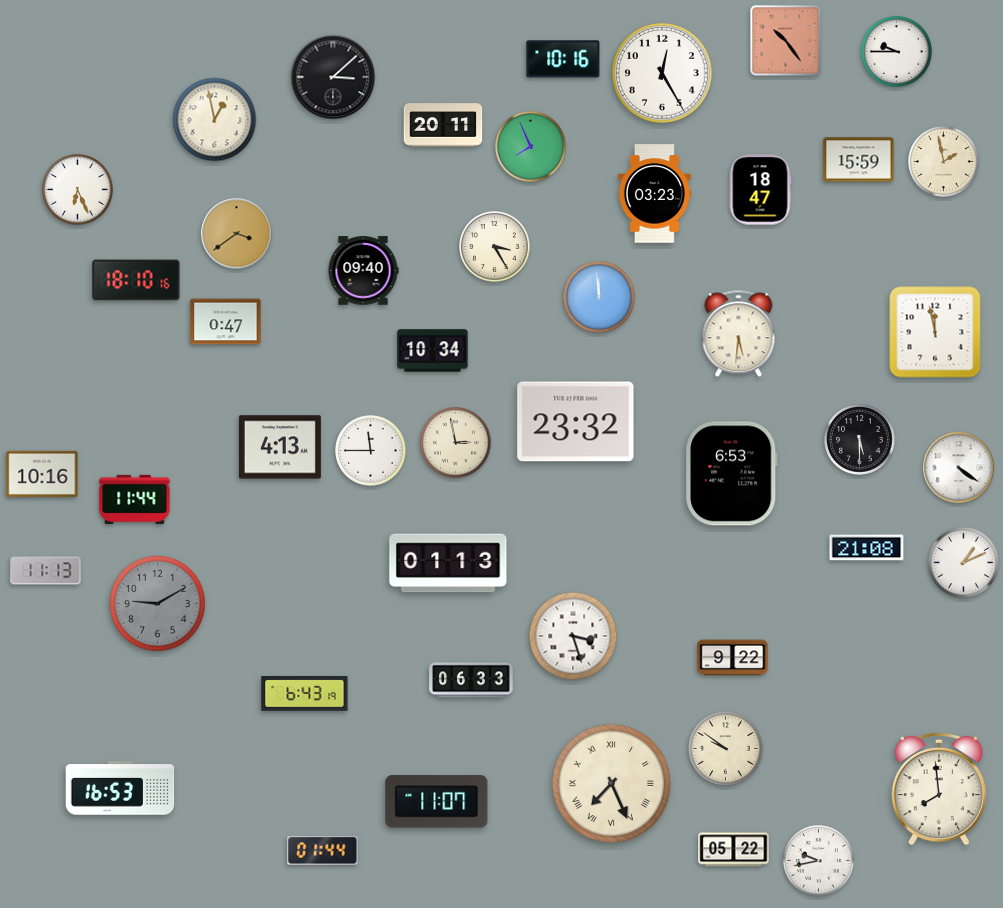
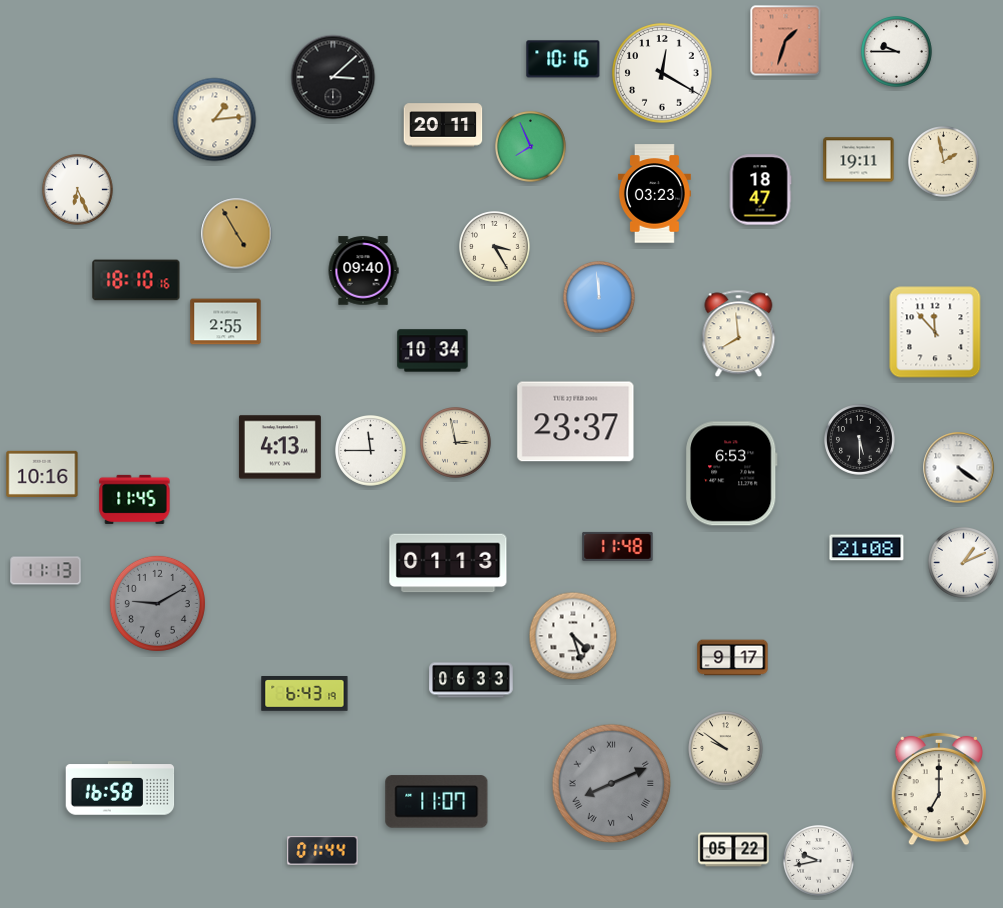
clock at (786, 41): 10:24 -> 1:33
clock at (662, 73): 12:25 -> 12:20
clock at (215, 120): 12:58 -> 1:14
clock at (859, 160): 15:59 -> 19:11
clock at (237, 234): 3:39 -> 4:55
clock at (226, 322): 0:47 -> 2:55
clock at (935, 332): 11:58 -> 11:53
clock at (739, 334): 5:31 -> 7:59
clock at (576, 422): 23:32 -> 23:37
clock at (135, 499): 11:44 -> 11:45
clock at (618, 546): none -> 11:48
clock at (573, 636): 3:27 -> 4:27
clock at (733, 658): 9:22 -> 9:17
clock at (612, 784): 7:26 -> 8:11
clock at (612, 784) dial: cream -> grey
clock at (120, 788): 16:53 -> 16:58
clock at (939, 789): 7:59 -> 7:00
